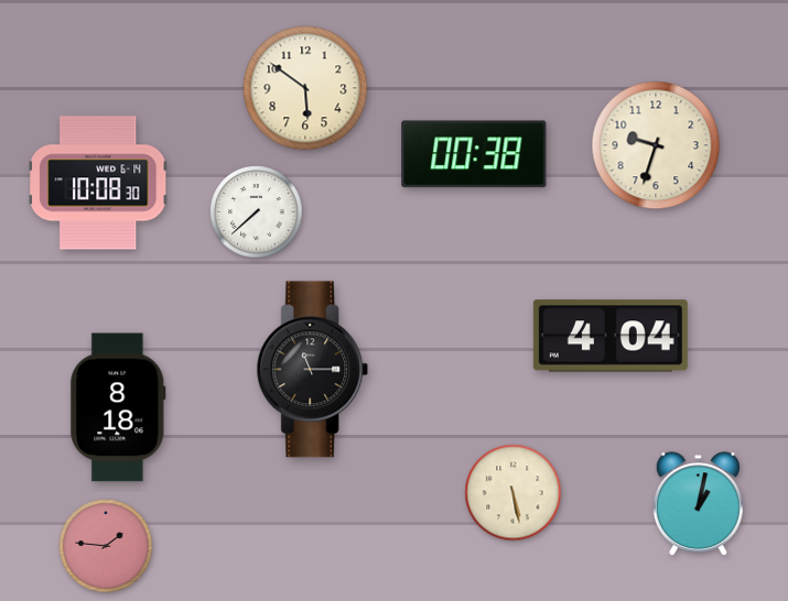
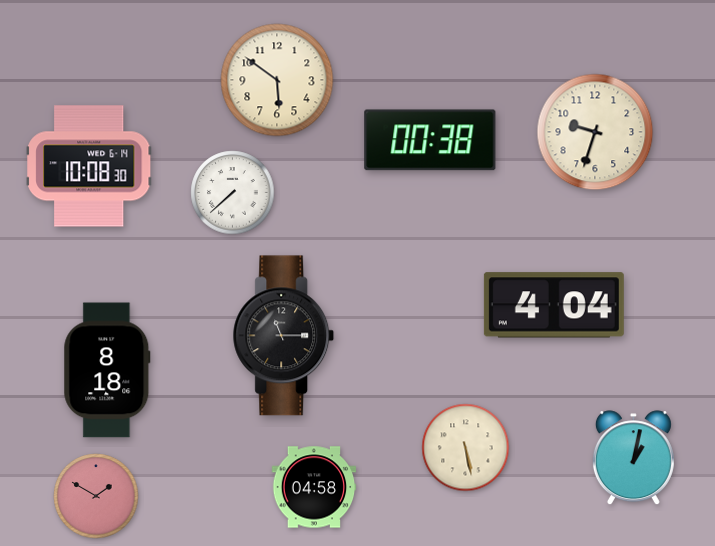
clock at (314, 487): none -> 04:58
clock at (106, 546): 1:46 -> 1:50
